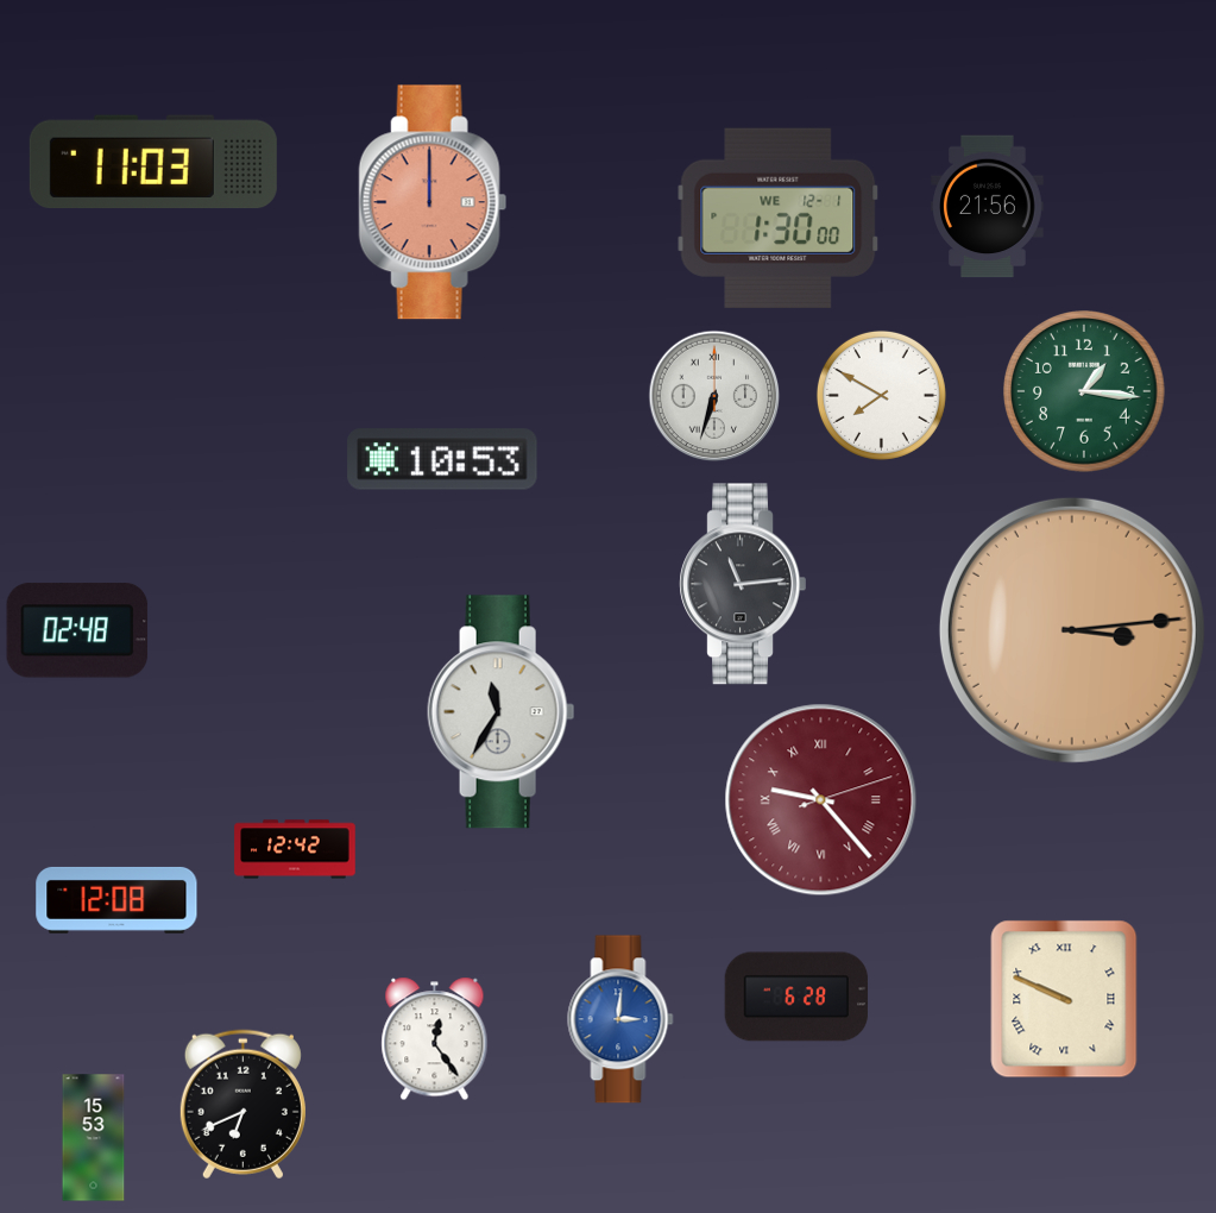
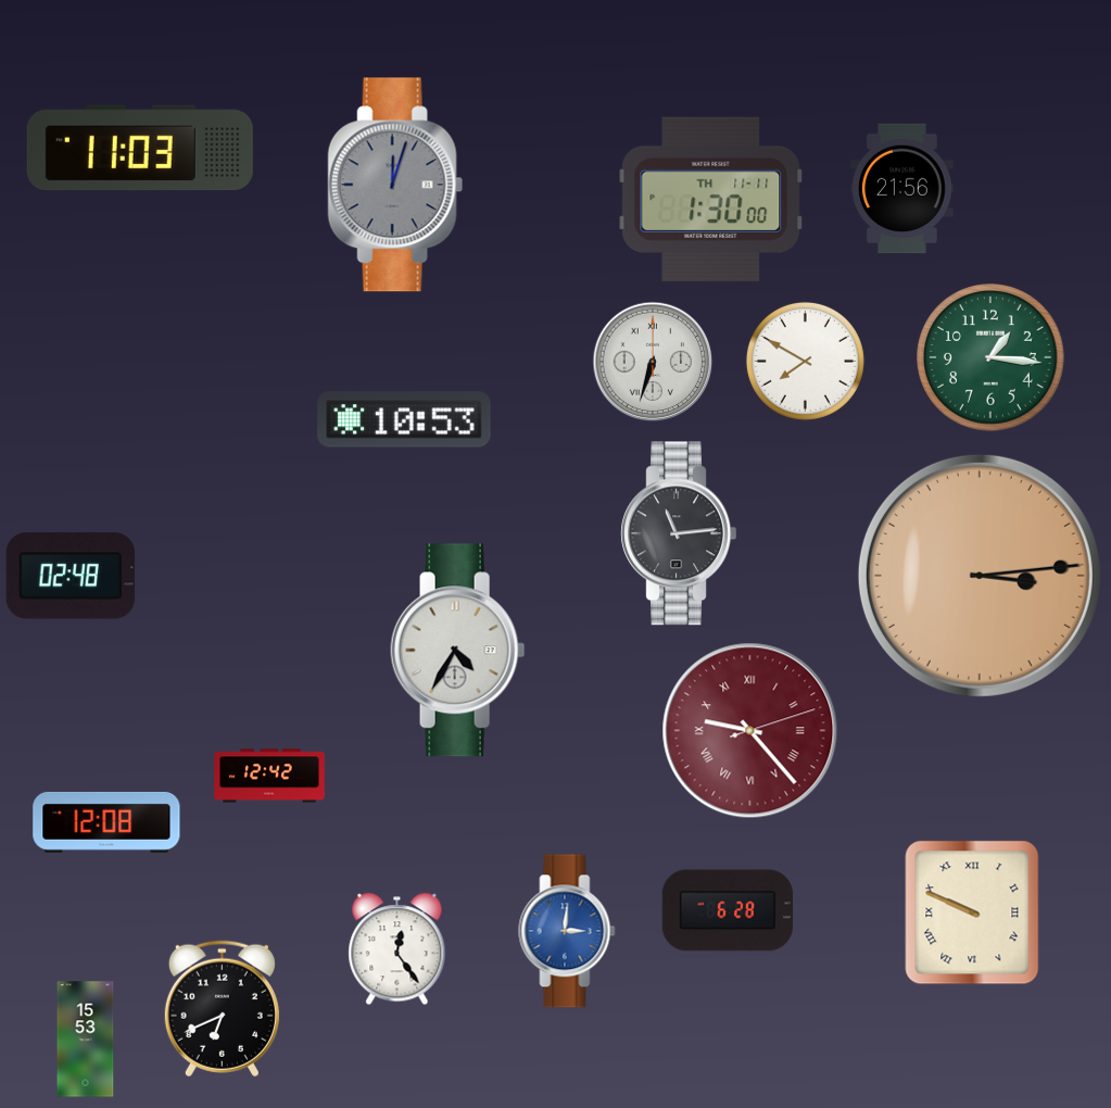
clock at (433, 202): 12:00 -> 12:03
clock at (433, 202) dial: salmon -> grey
clock at (779, 218) date: WE 12-1 -> TH 11-11
clock at (502, 712): 11:35 -> 4:35
